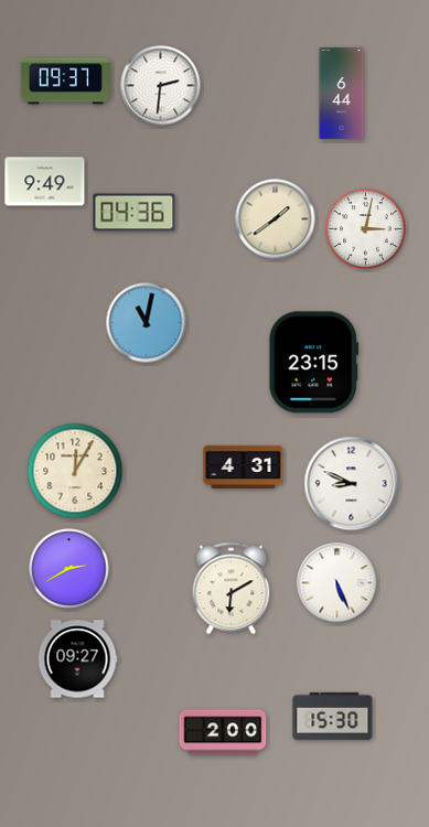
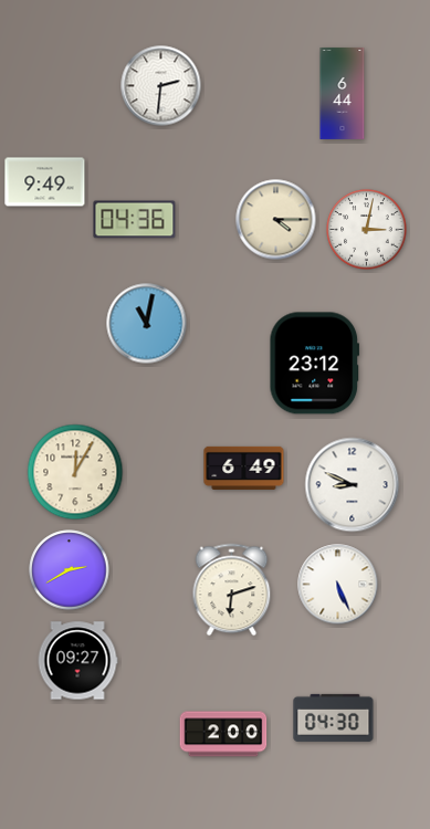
clock at (65, 82): 09:37 -> none
clock at (135, 213) position: (135, 213) -> (135, 220)
clock at (276, 219): 1:39 -> 4:15
clock at (313, 363): 23:15 -> 23:12
clock at (244, 466): 4:31 -> 6:49
clock at (232, 589): 6:10 -> 6:12
clock at (333, 716): 15:30 -> 04:30
